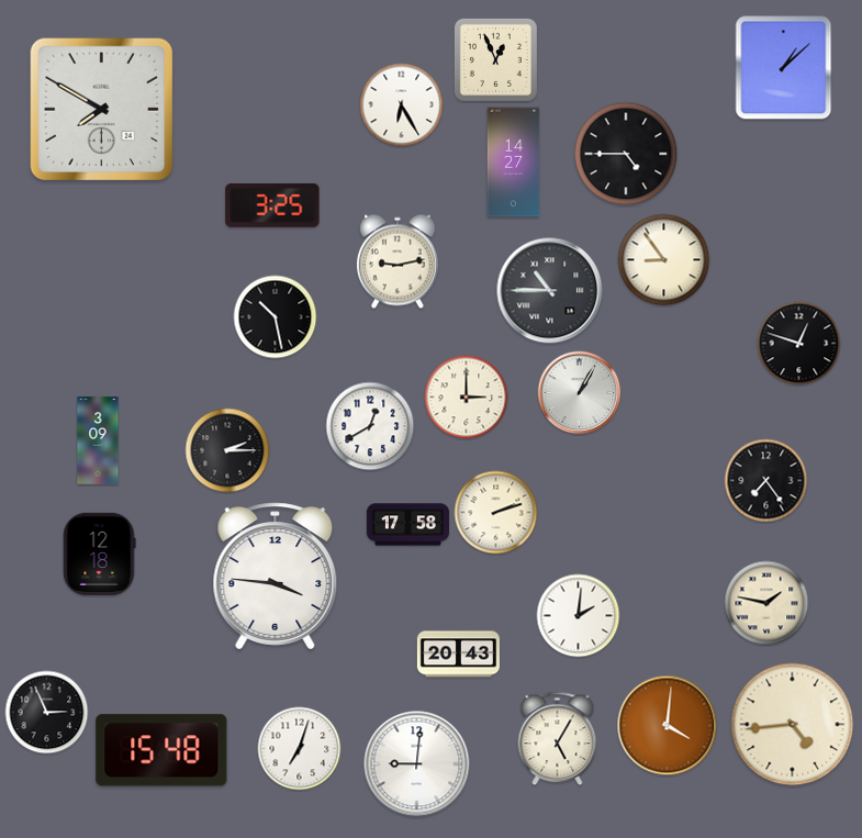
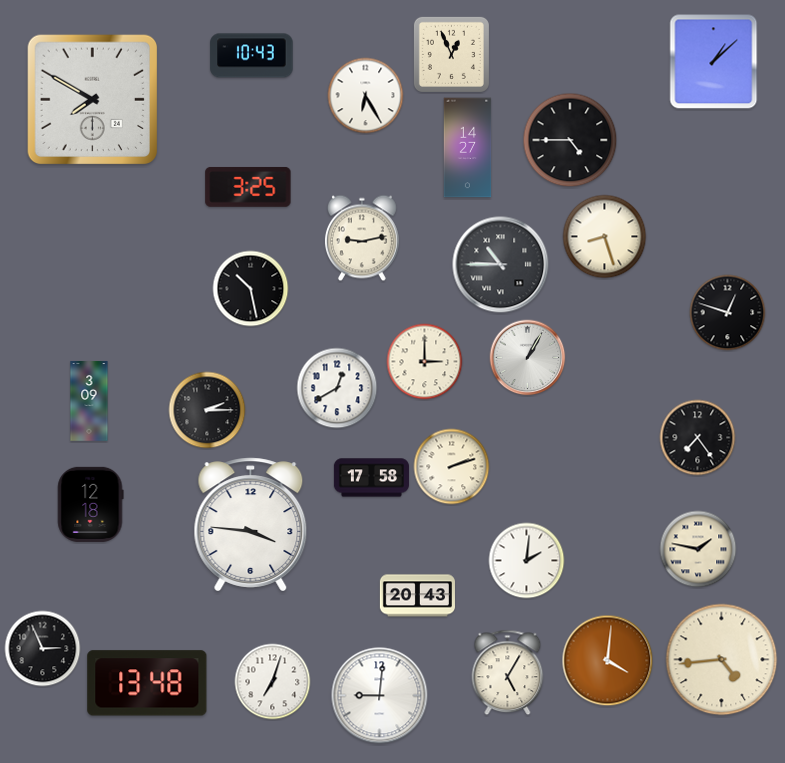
clock at (252, 56): none -> 10:43
clock at (664, 260): 8:54 -> 8:27
clock at (161, 750): 15:48 -> 13:48
